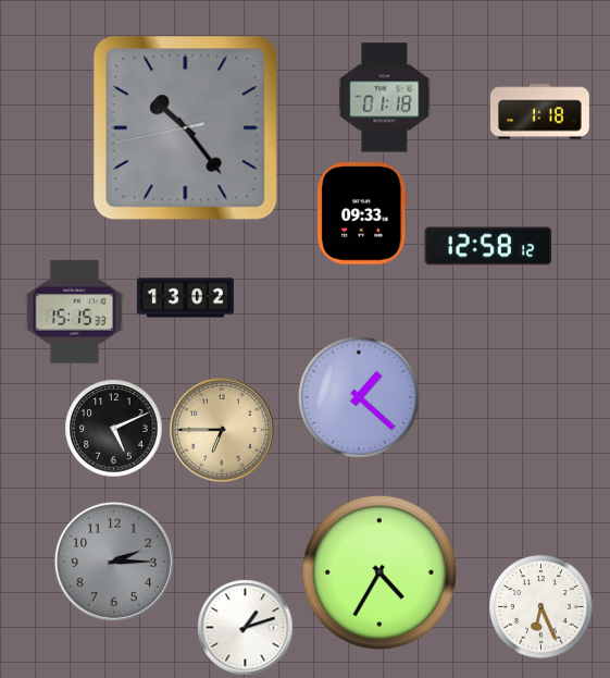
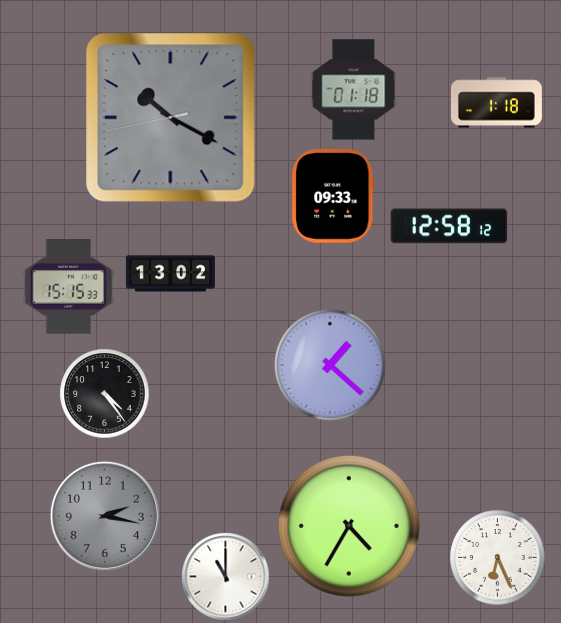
clock at (186, 128): 10:23 -> 10:19
clock at (114, 429): 5:11 -> 4:24
clock at (222, 430): 6:45 -> none
clock at (114, 562): 2:15 -> 2:17
clock at (246, 628): 1:12 -> 11:00
